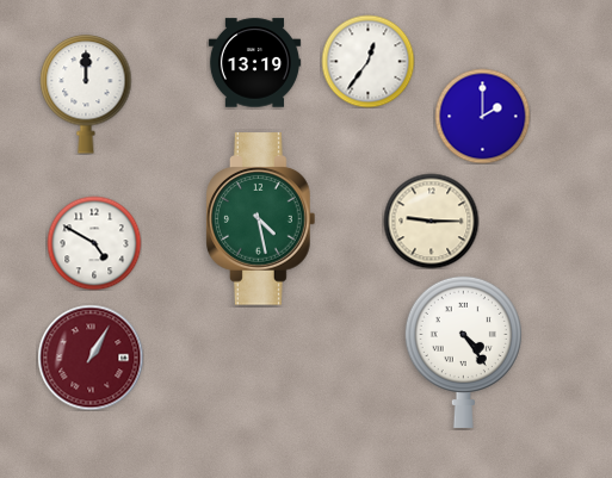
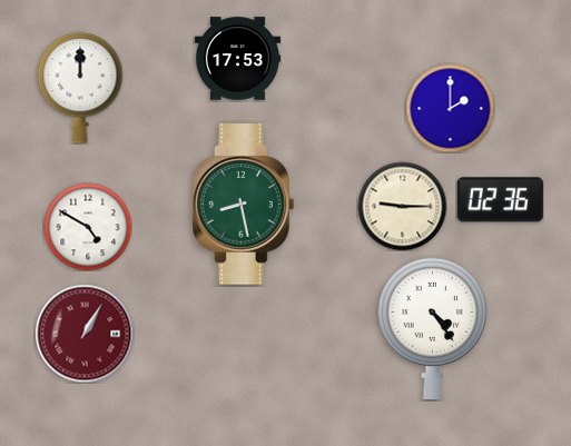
clock at (367, 61): 12:36 -> none
clock at (254, 63): 13:19 -> 17:53
clock at (500, 200): none -> 02:36
clock at (261, 219): 4:28 -> 8:28
